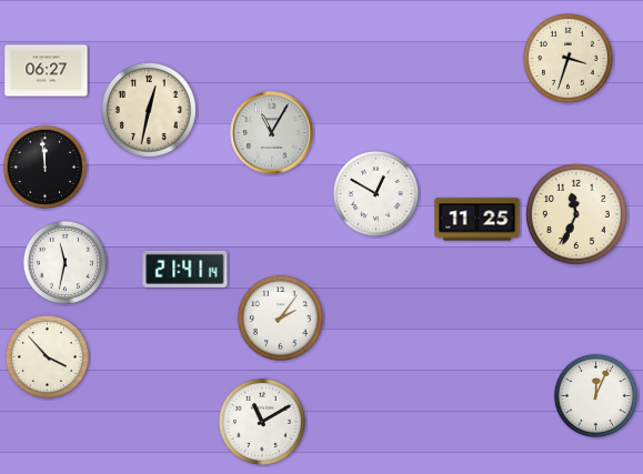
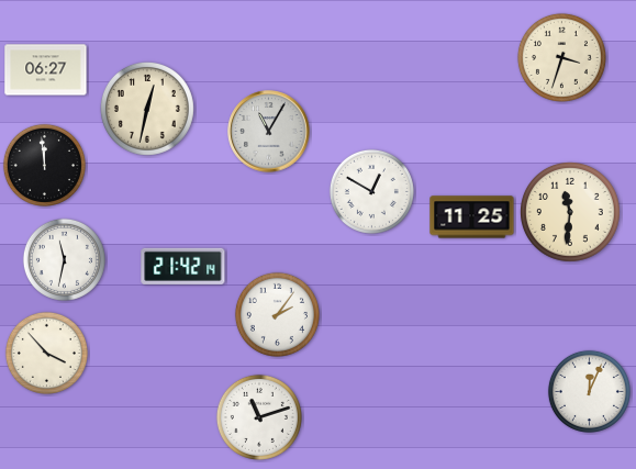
clock at (577, 215): 11:34 -> 11:31
clock at (185, 269): 21:41 -> 21:42
clock at (262, 422): 11:10 -> 11:12
